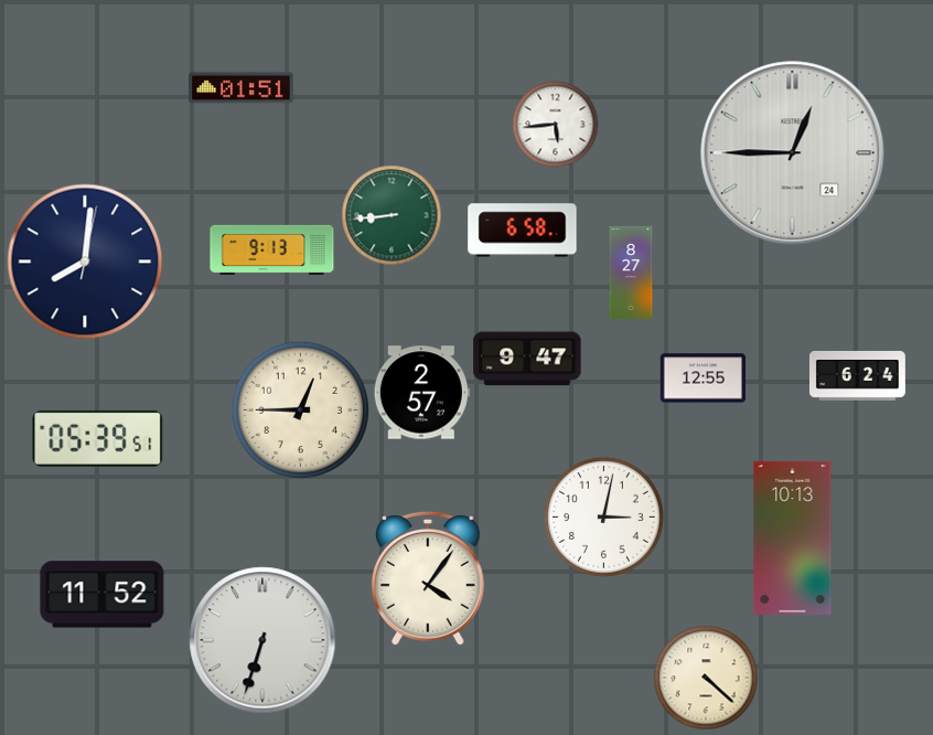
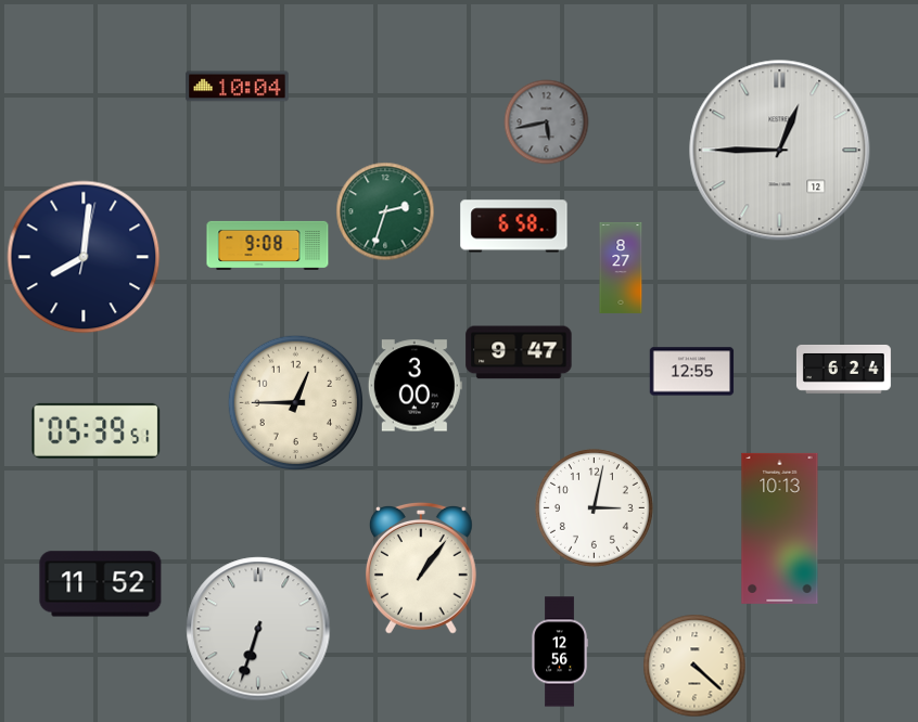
clock at (242, 88): 01:51 -> 10:04
clock at (555, 124): 5:44 -> 5:43
clock at (555, 124) dial: white -> grey
clock at (793, 153) date: 24 -> 12
clock at (392, 215): 8:44 -> 2:33
clock at (272, 249): 9:13 -> 9:08
clock at (421, 393): 2:57 -> 3:00
clock at (428, 578): 4:06 -> 1:06
clock at (560, 652): none -> 12:56
